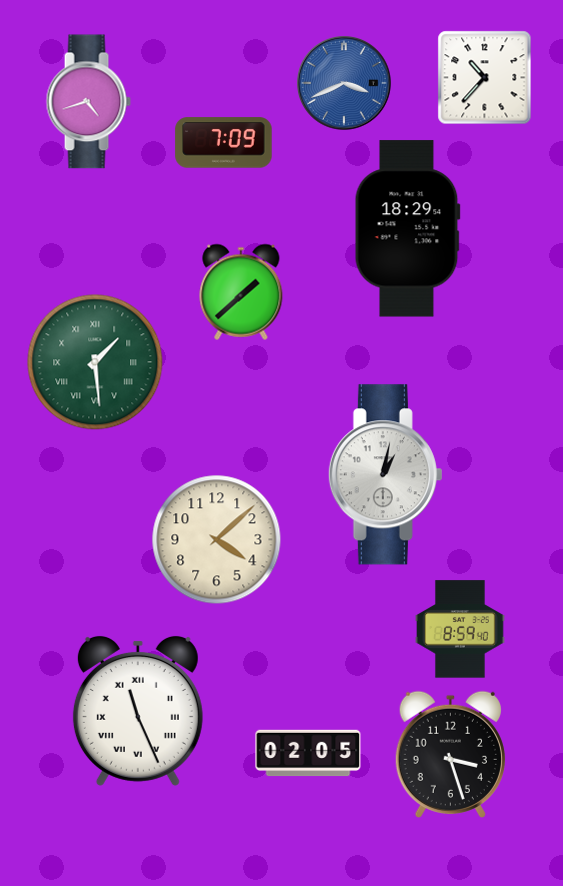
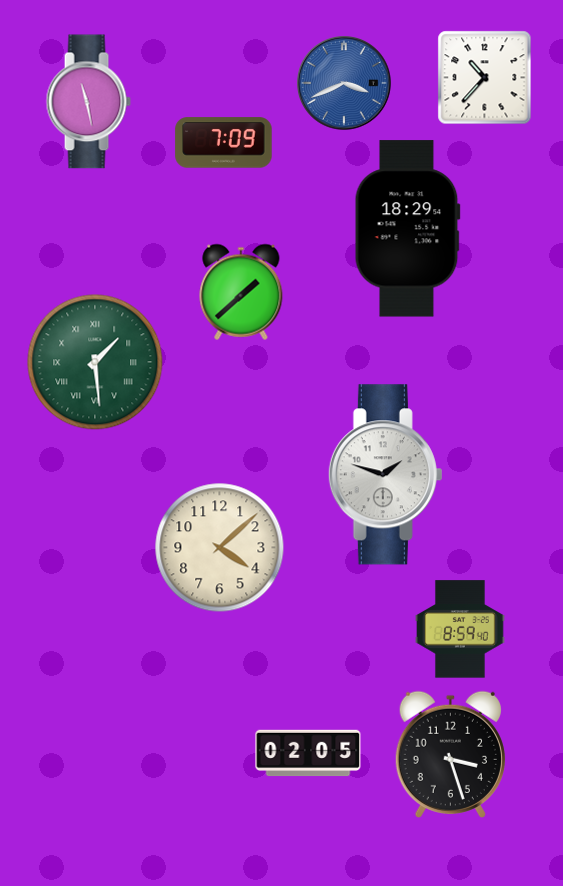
clock at (88, 102): 4:42 -> 11:28
clock at (385, 475): 1:02 -> 1:48
clock at (217, 540) position: (217, 540) -> (220, 548)
clock at (138, 711): 11:26 -> none
